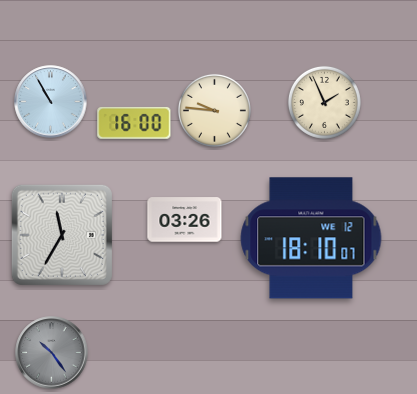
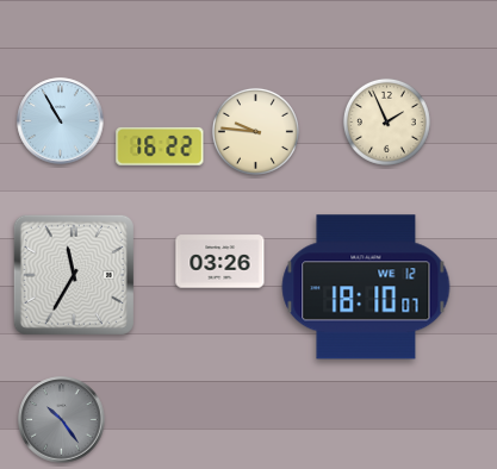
clock at (134, 123): 16:00 -> 16:22
clock at (62, 235) position: (62, 235) -> (74, 275)
clock at (311, 238) position: (311, 238) -> (366, 287)
